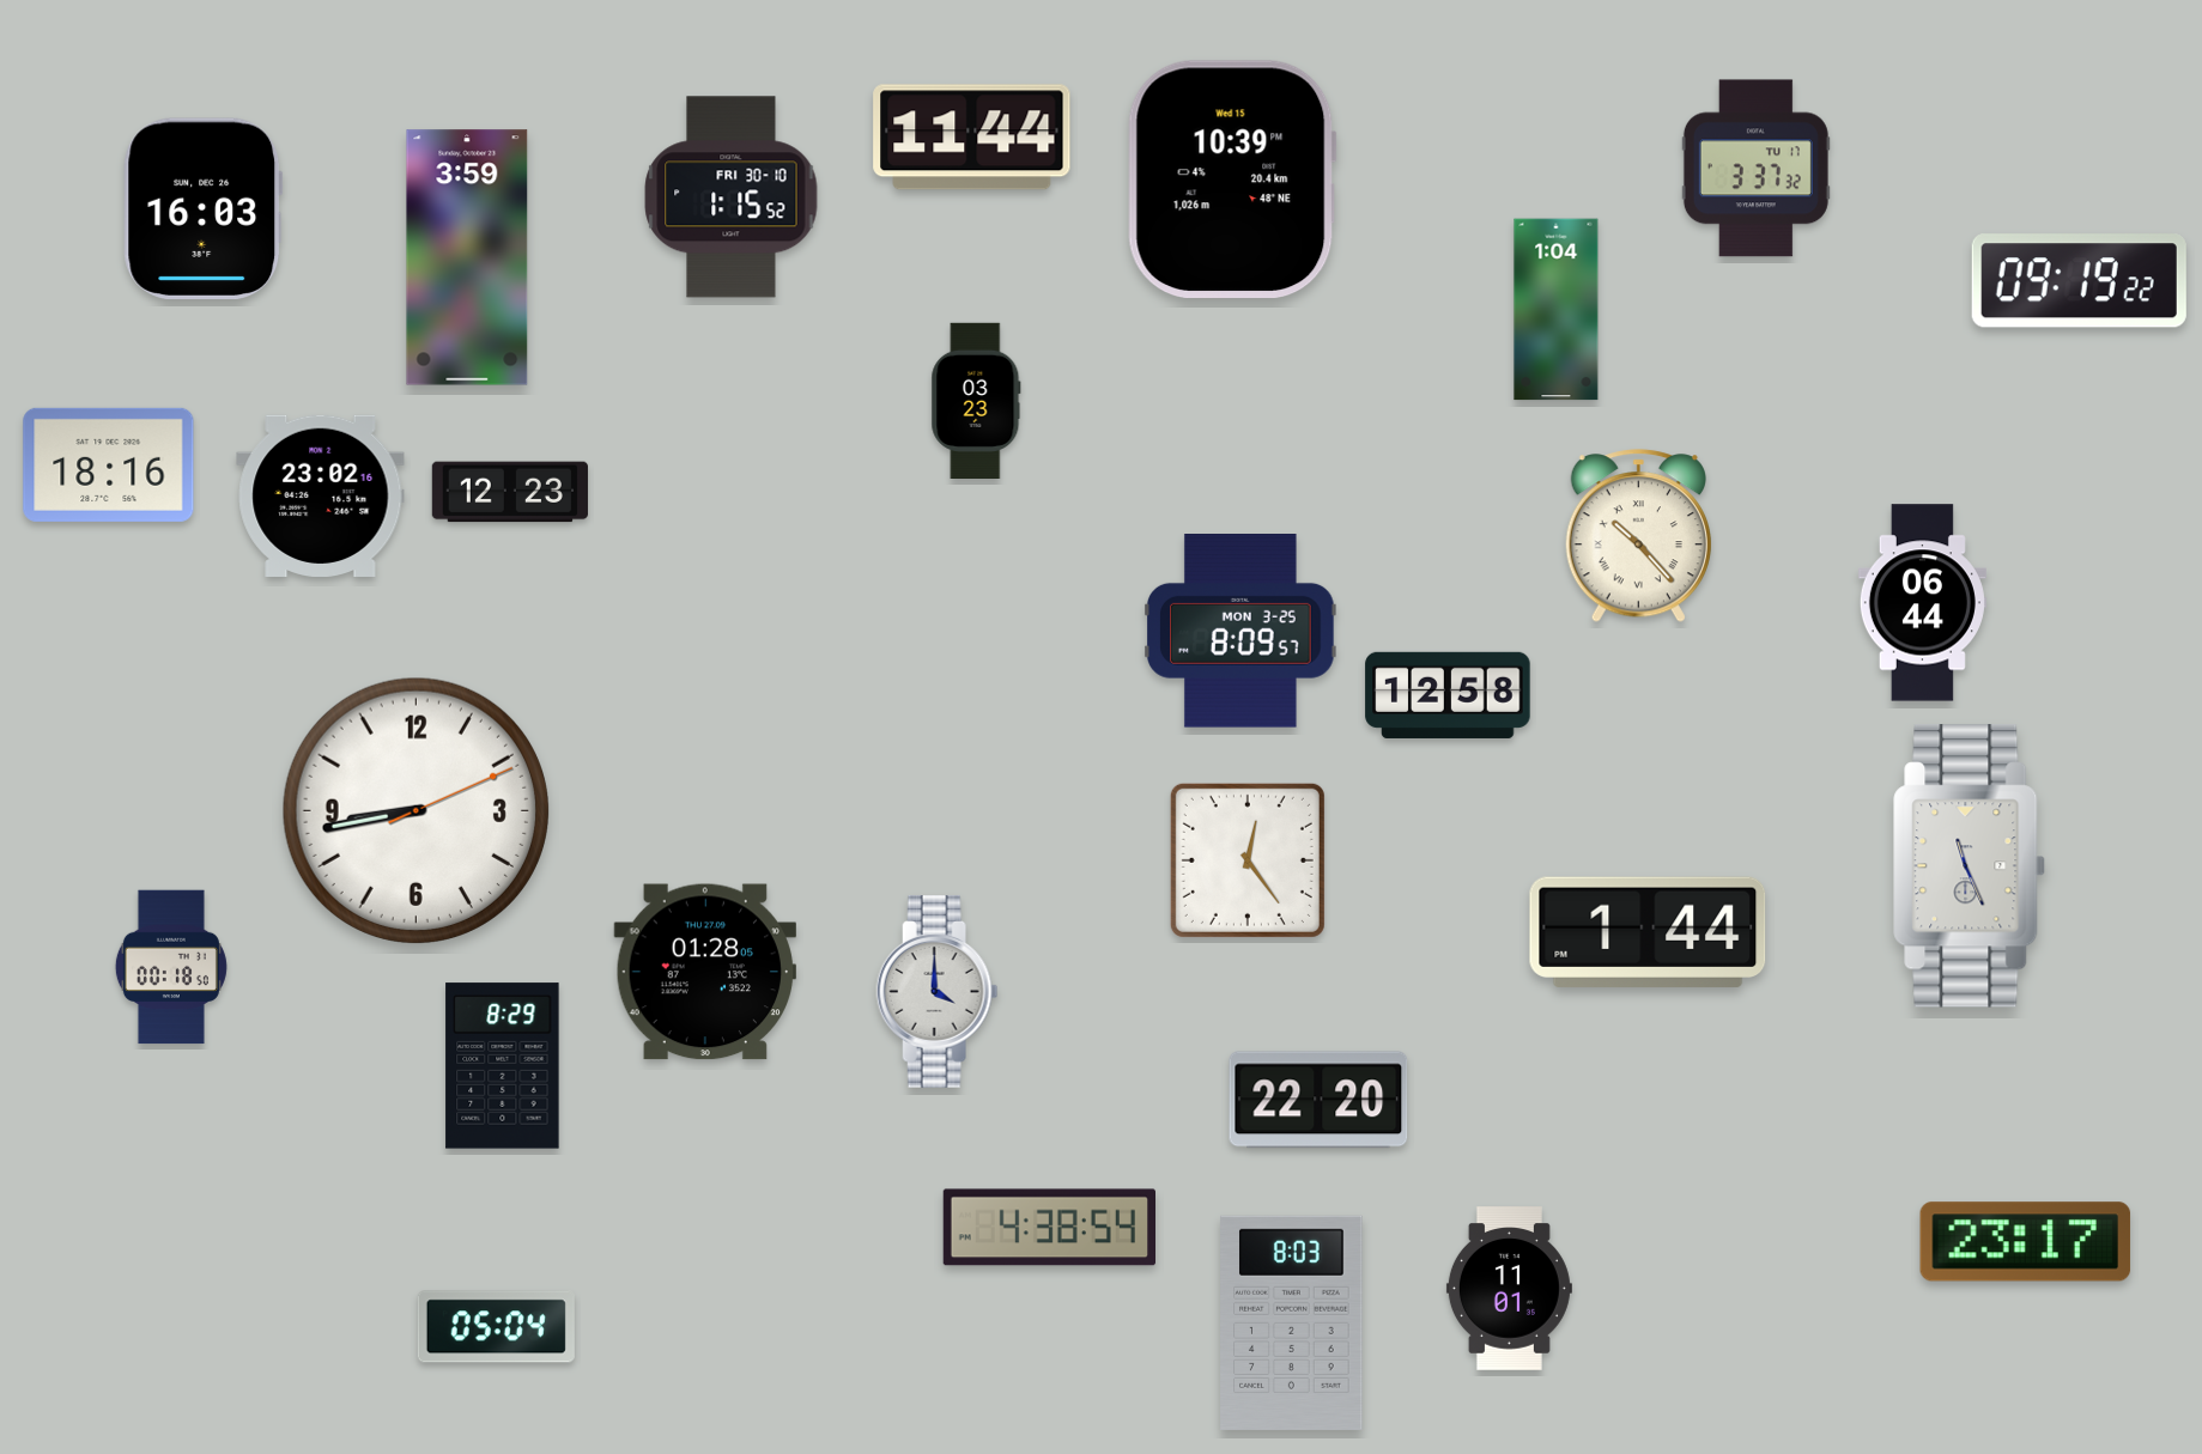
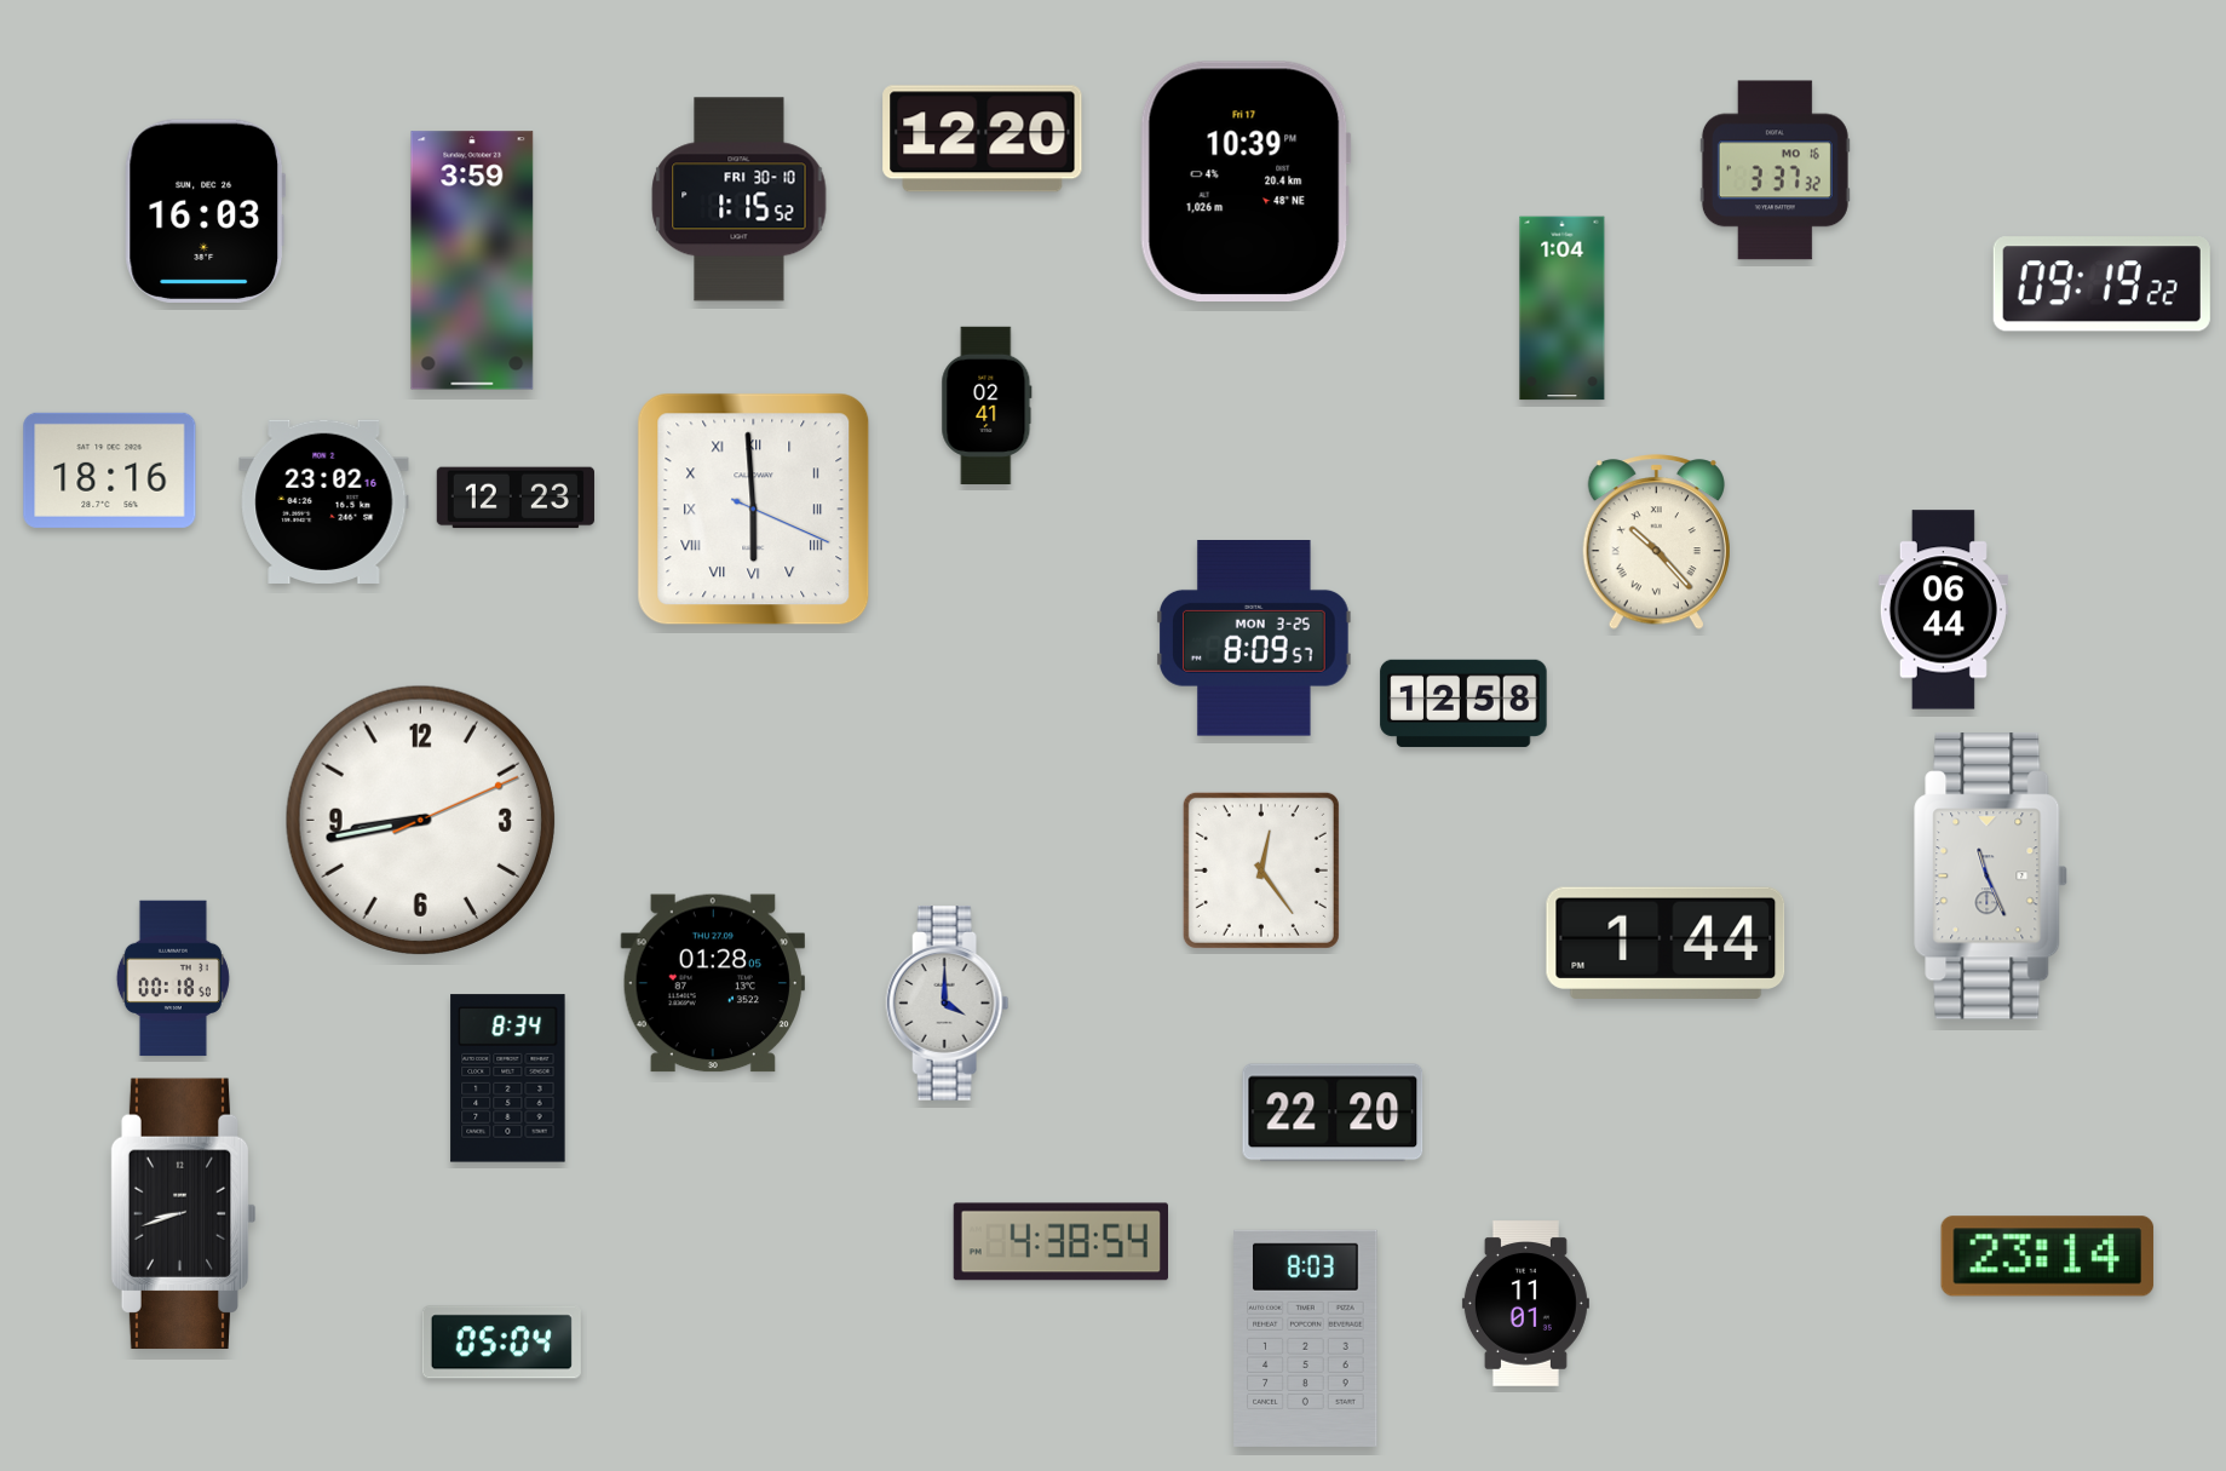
clock at (972, 138): 11:44 -> 12:20
clock at (1755, 169) date: TU 17 -> MO 16
clock at (1232, 178) date: Wed 15 -> Fri 17
clock at (1557, 310) position: (1557, 310) -> (1563, 309)
clock at (976, 400): 03:23 -> 02:41
clock at (754, 510): none -> 5:59
clock at (503, 1066): 8:29 -> 8:34
clock at (183, 1214): none -> 8:42
clock at (2026, 1242): 23:17 -> 23:14
